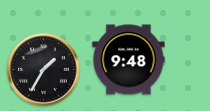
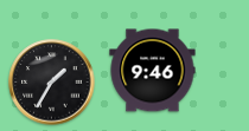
clock at (129, 60): 9:48 -> 9:46
